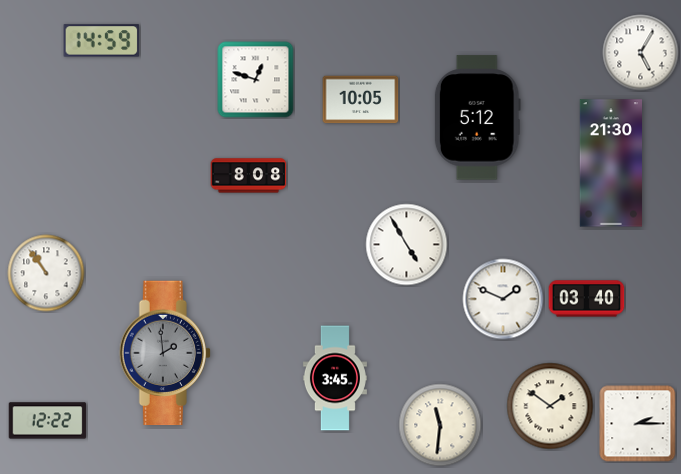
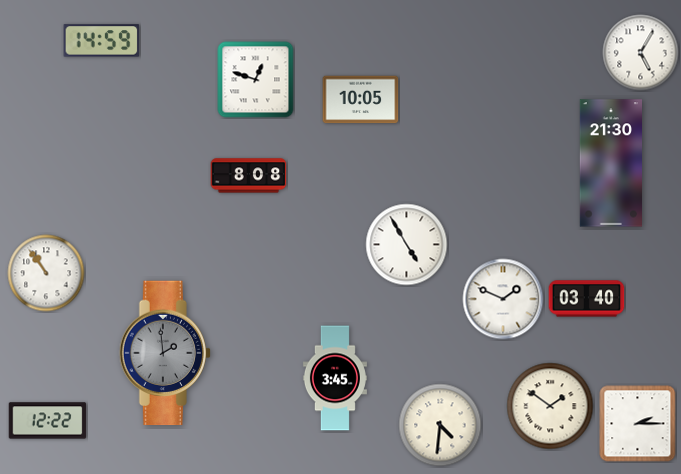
clock at (477, 118): 5:12 -> none
clock at (440, 425): 11:31 -> 4:31
